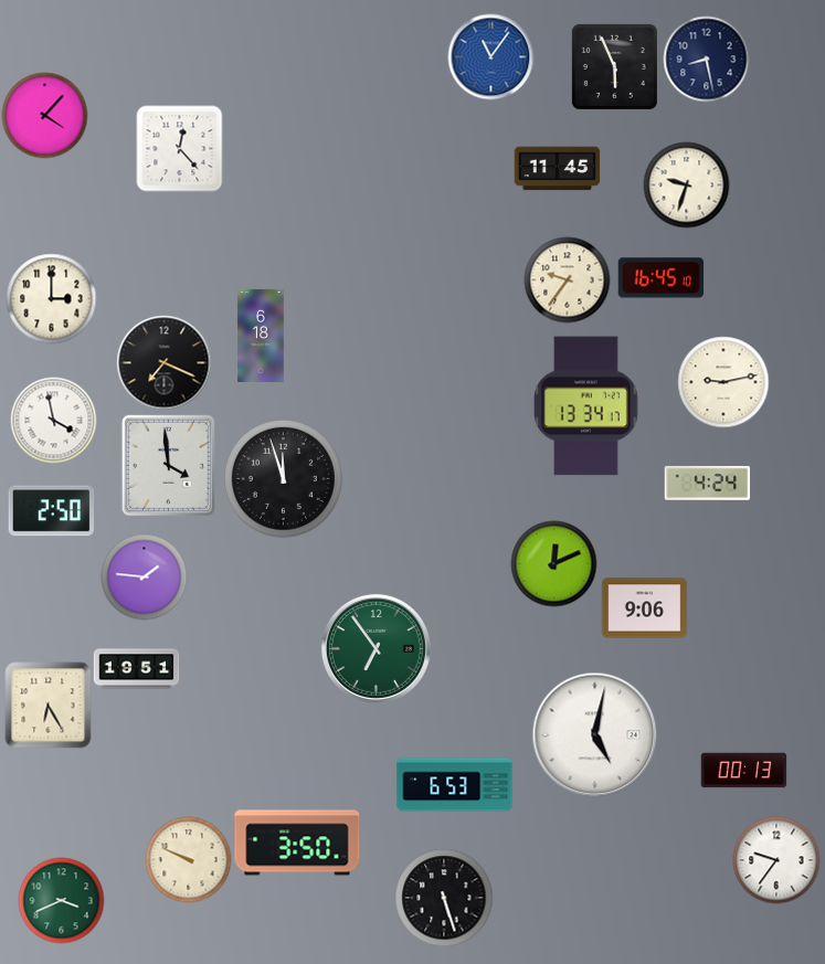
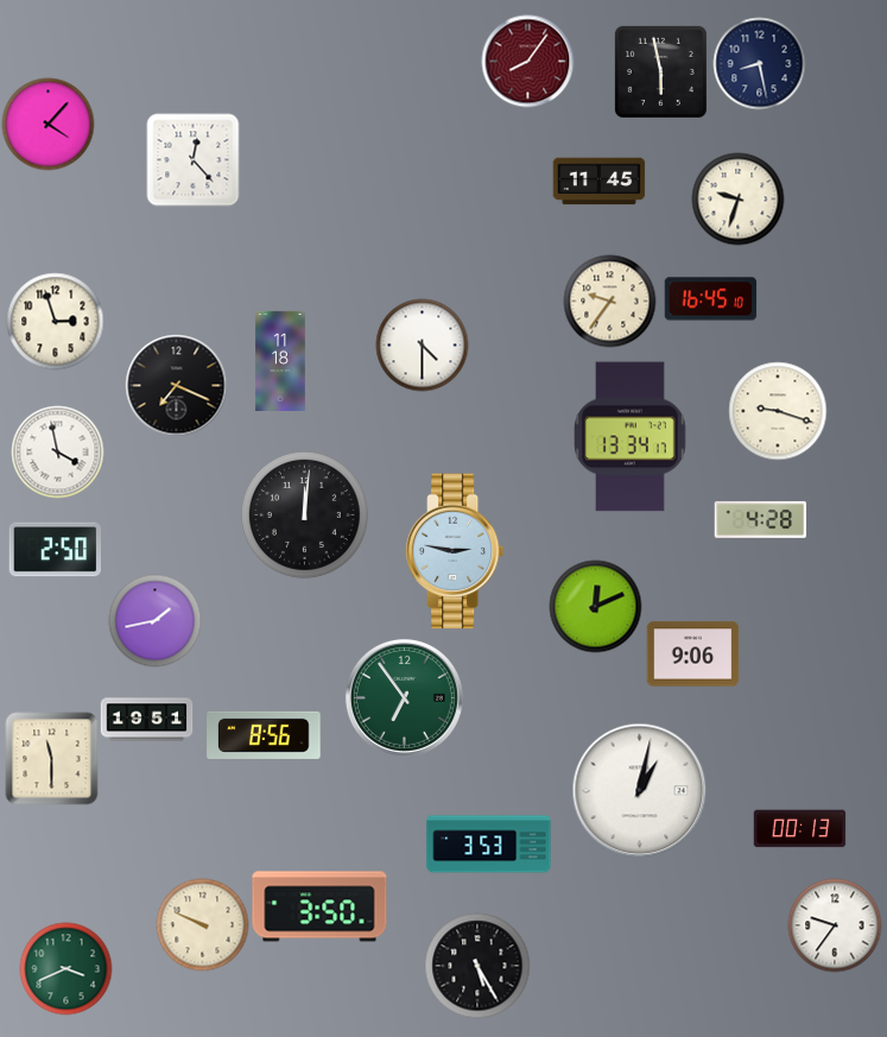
clock at (490, 56): 11:06 -> 8:06
clock at (490, 56) dial: blue -> burgundy
clock at (614, 66): 5:56 -> 5:58
clock at (51, 298): 3:00 -> 2:57
clock at (422, 344): none -> 4:30
clock at (261, 336): 6:18 -> 11:18
clock at (163, 362) position: (163, 362) -> (176, 385)
clock at (723, 382): 9:13 -> 9:18
clock at (168, 465): 3:59 -> none
clock at (283, 478): 11:57 -> 12:01
clock at (707, 483): 4:24 -> 4:28
clock at (455, 551): none -> 2:47
clock at (144, 576): 1:46 -> 1:43
clock at (264, 735): none -> 8:56
clock at (47, 705): 6:25 -> 11:30
clock at (594, 734): 5:02 -> 1:02
clock at (455, 785): 6:53 -> 3:53
clock at (444, 898): 5:27 -> 5:25
